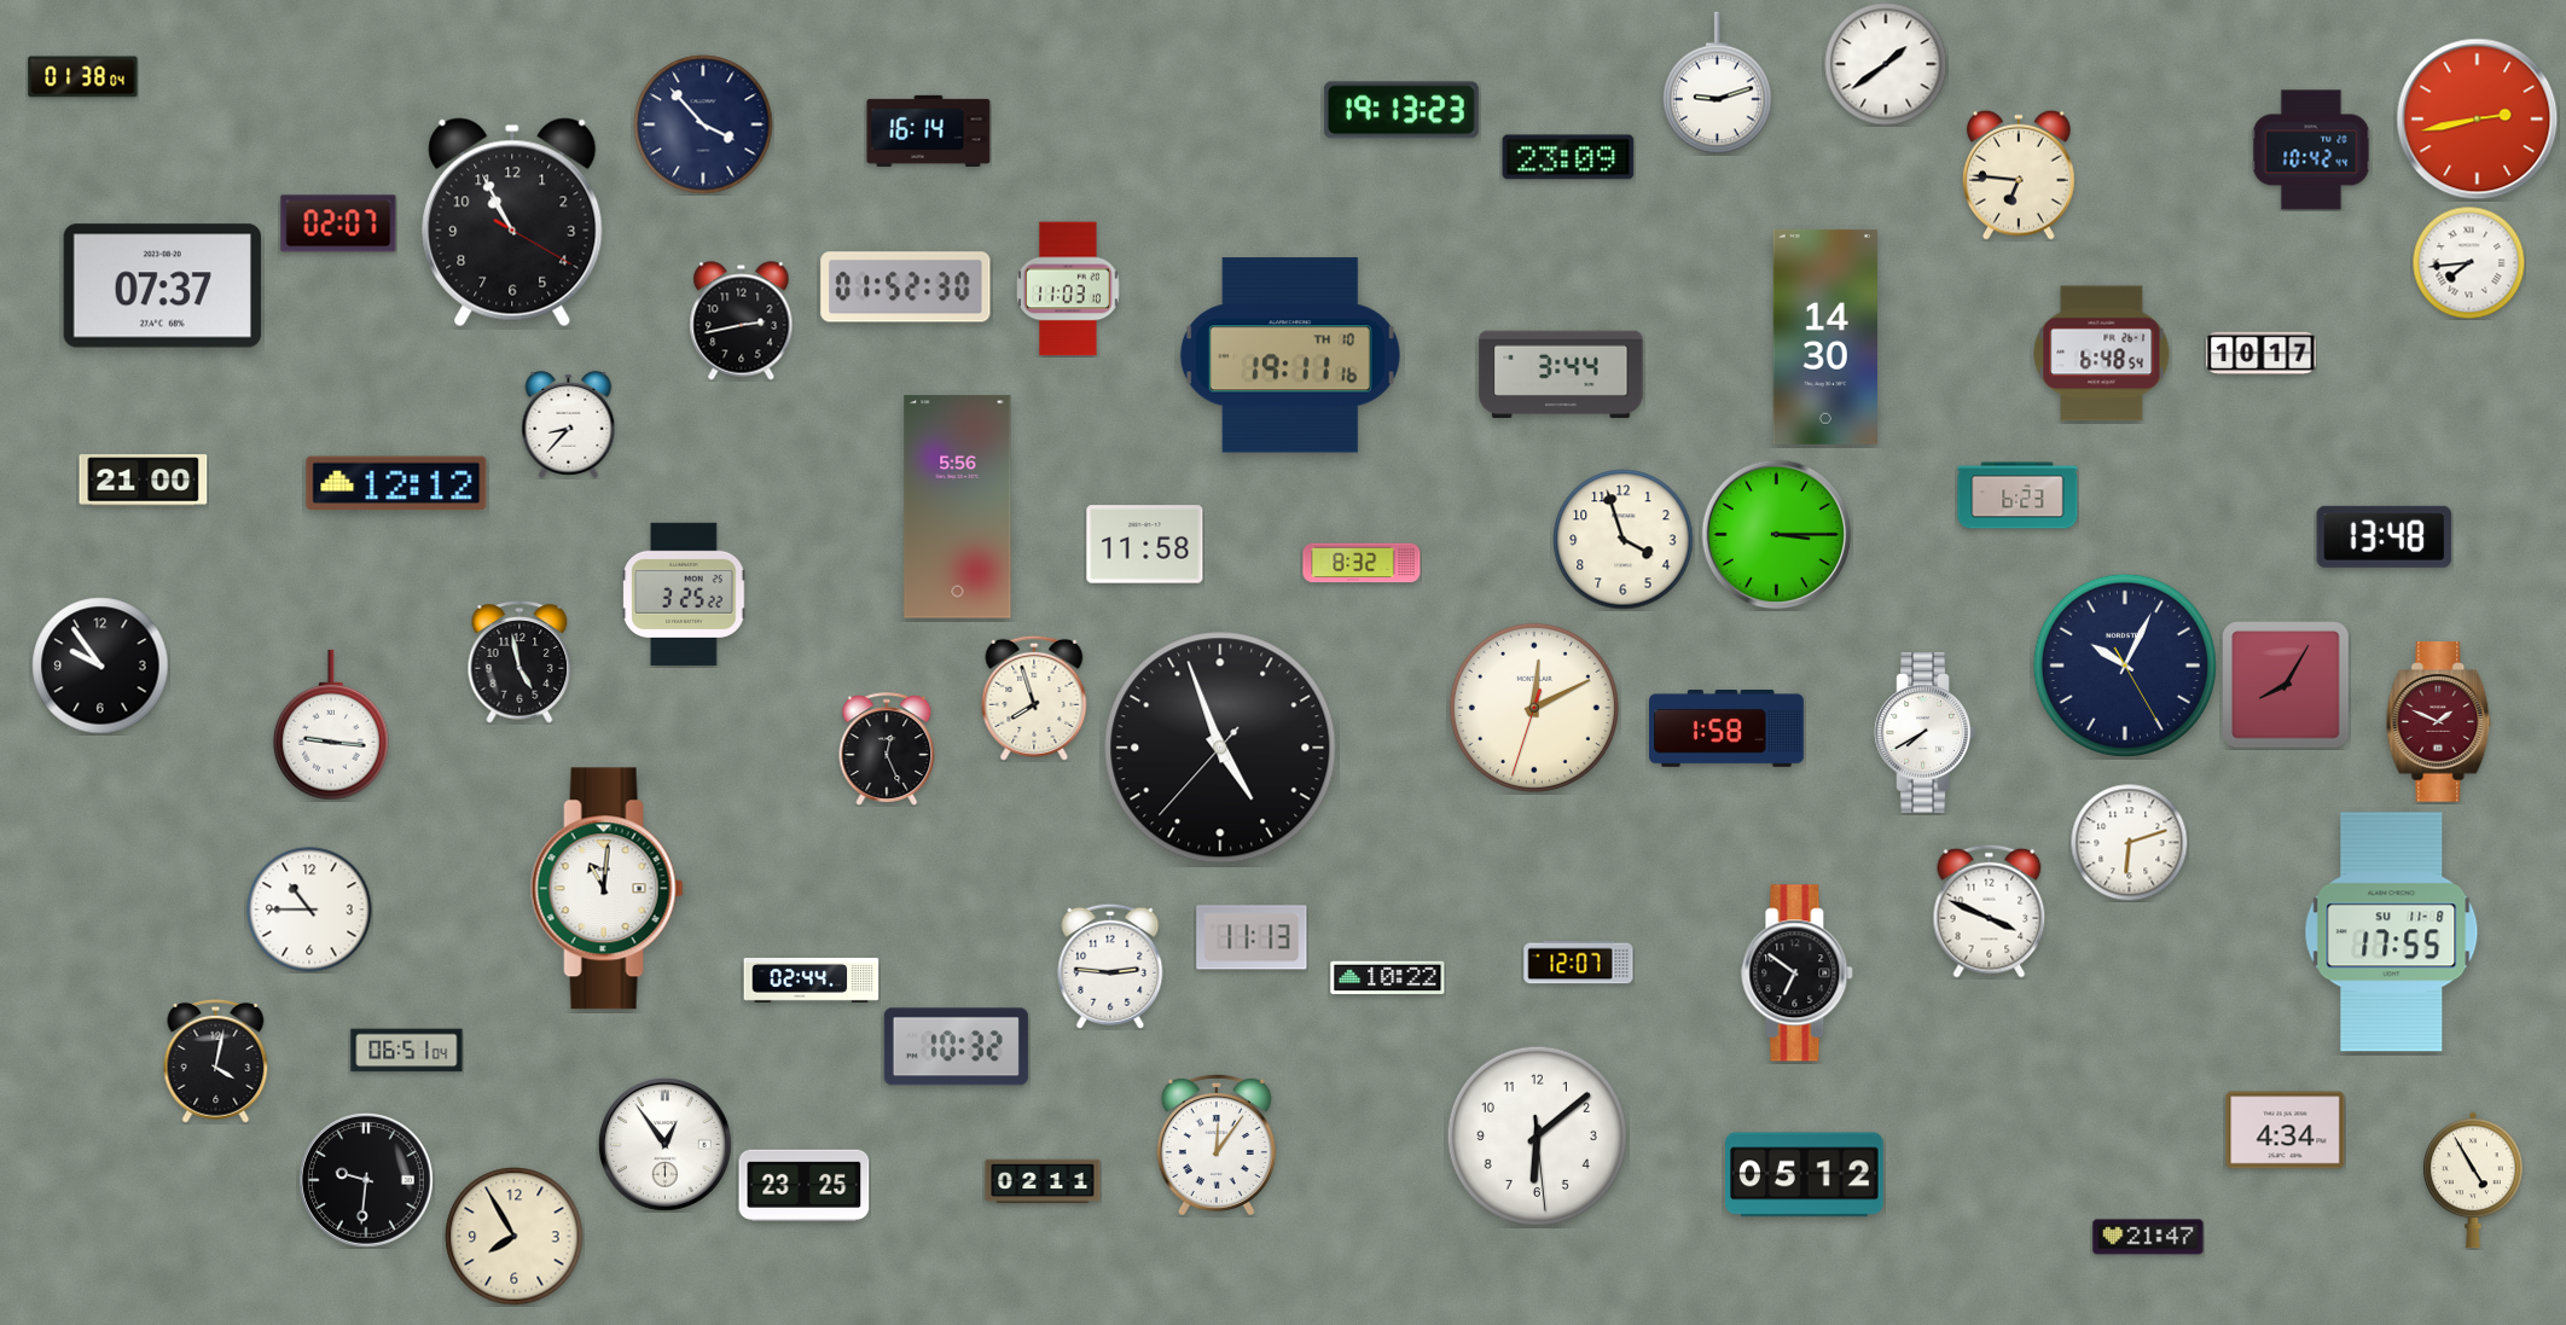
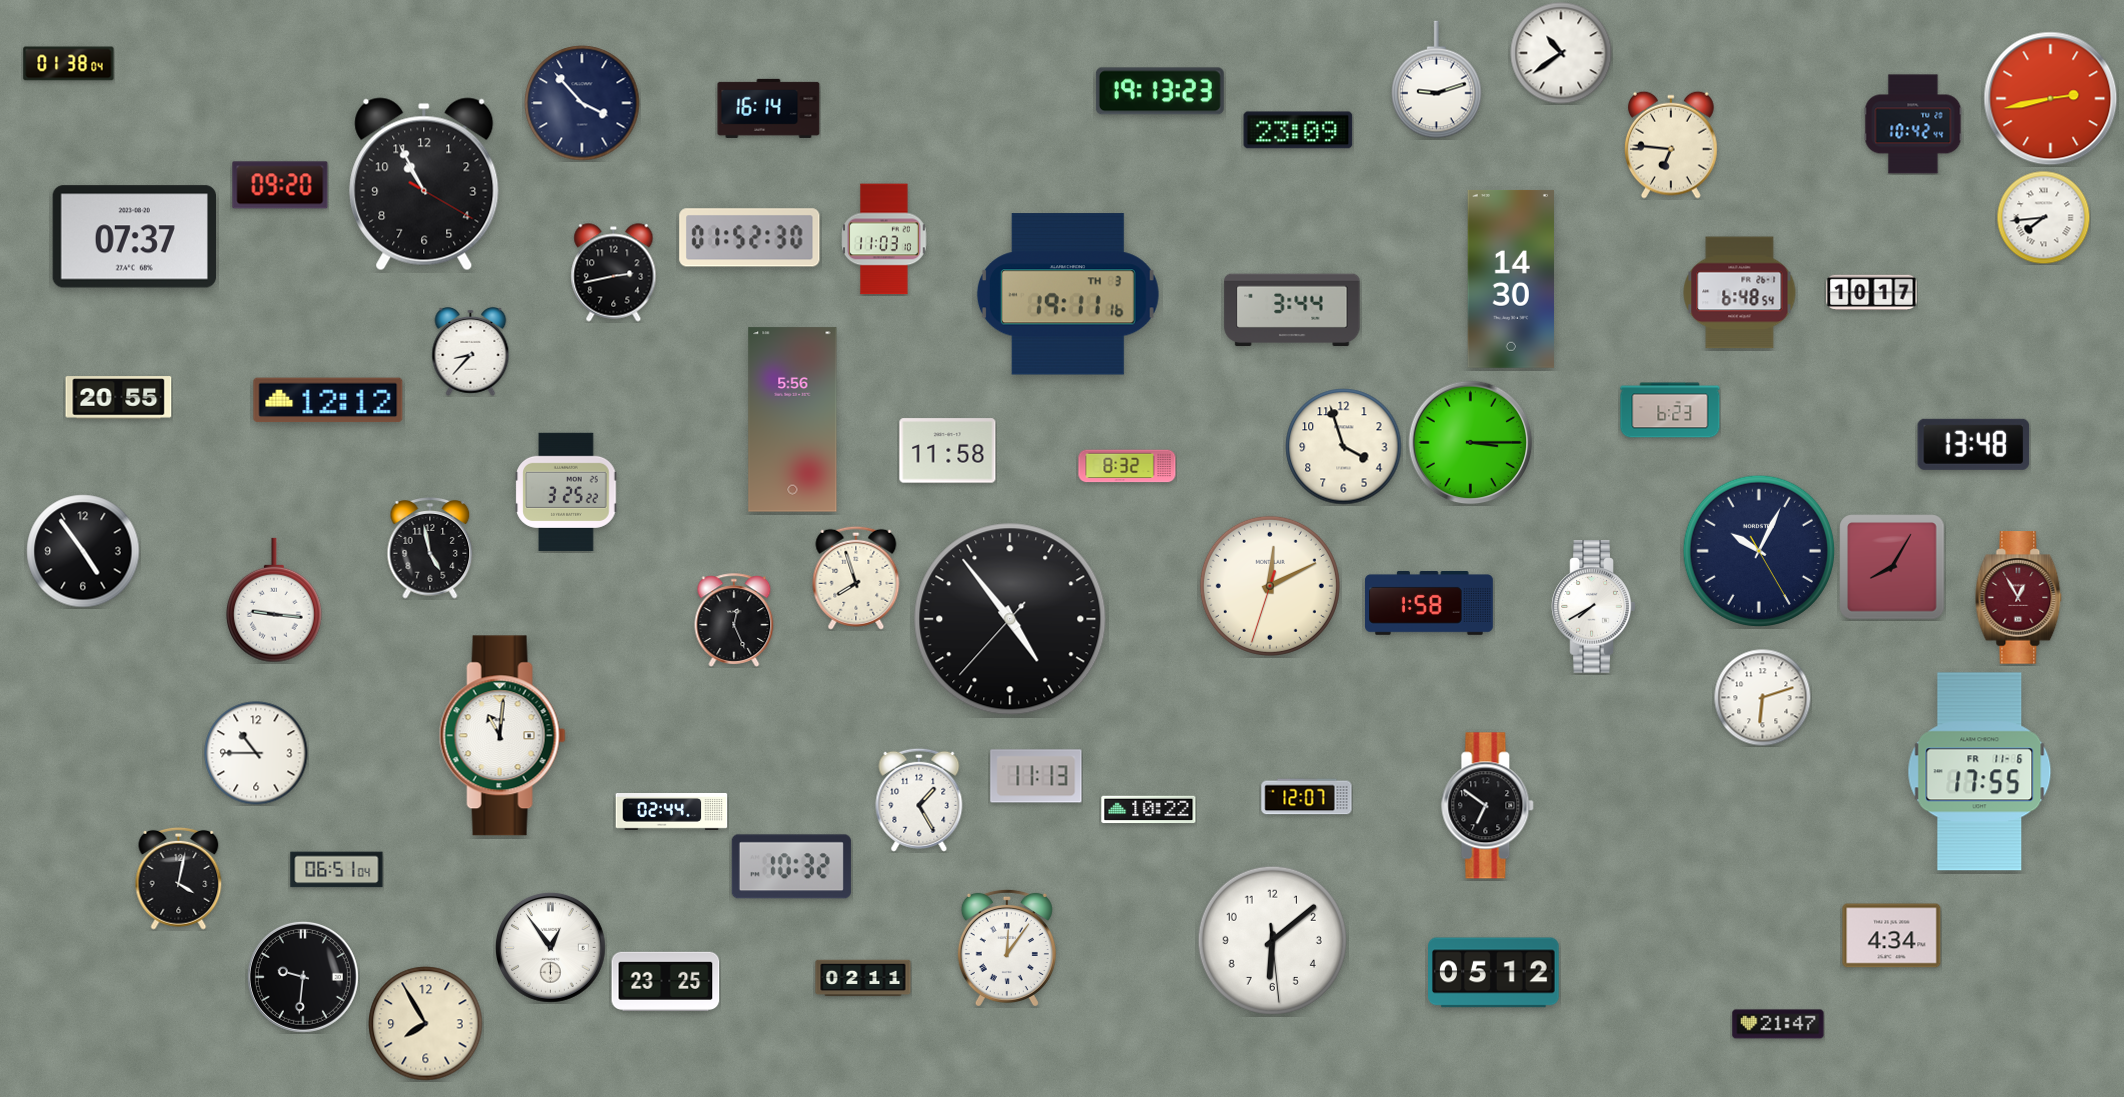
clock at (1886, 64): 1:39 -> 10:39
clock at (1718, 83) position: (1718, 83) -> (1437, 80)
clock at (338, 223): 02:07 -> 09:20
clock at (742, 321) position: (742, 321) -> (614, 273)
clock at (1290, 355) date: TH 10 -> TH 3
clock at (144, 481): 21:00 -> 20:55
clock at (100, 666): 9:54 -> 4:54
clock at (2439, 722): 1:49 -> 12:55
clock at (1220, 748): 4:56 -> 4:53
clock at (1990, 911): 3:49 -> none
clock at (2392, 932) date: SU 11-8 -> FR 11-6
clock at (1110, 966): 2:46 -> 1:25
clock at (2473, 1180): 4:55 -> none
